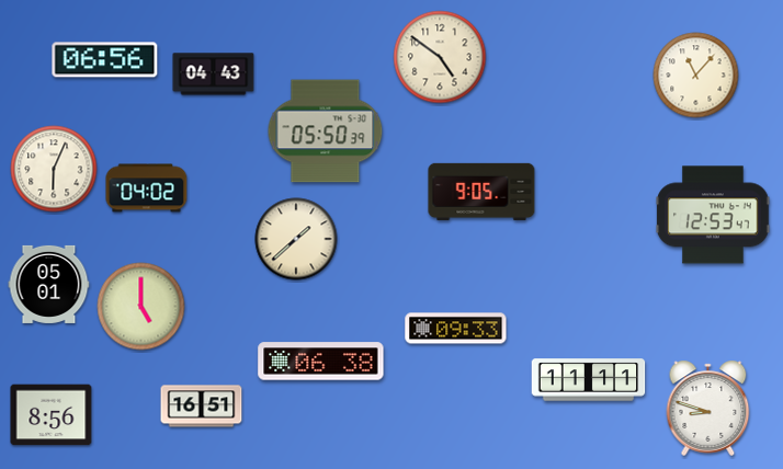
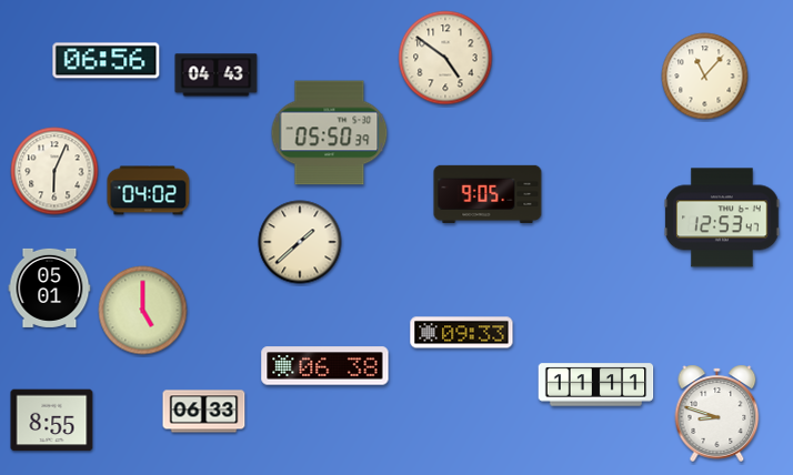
clock at (202, 407): 16:51 -> 06:33
clock at (52, 415): 8:56 -> 8:55
